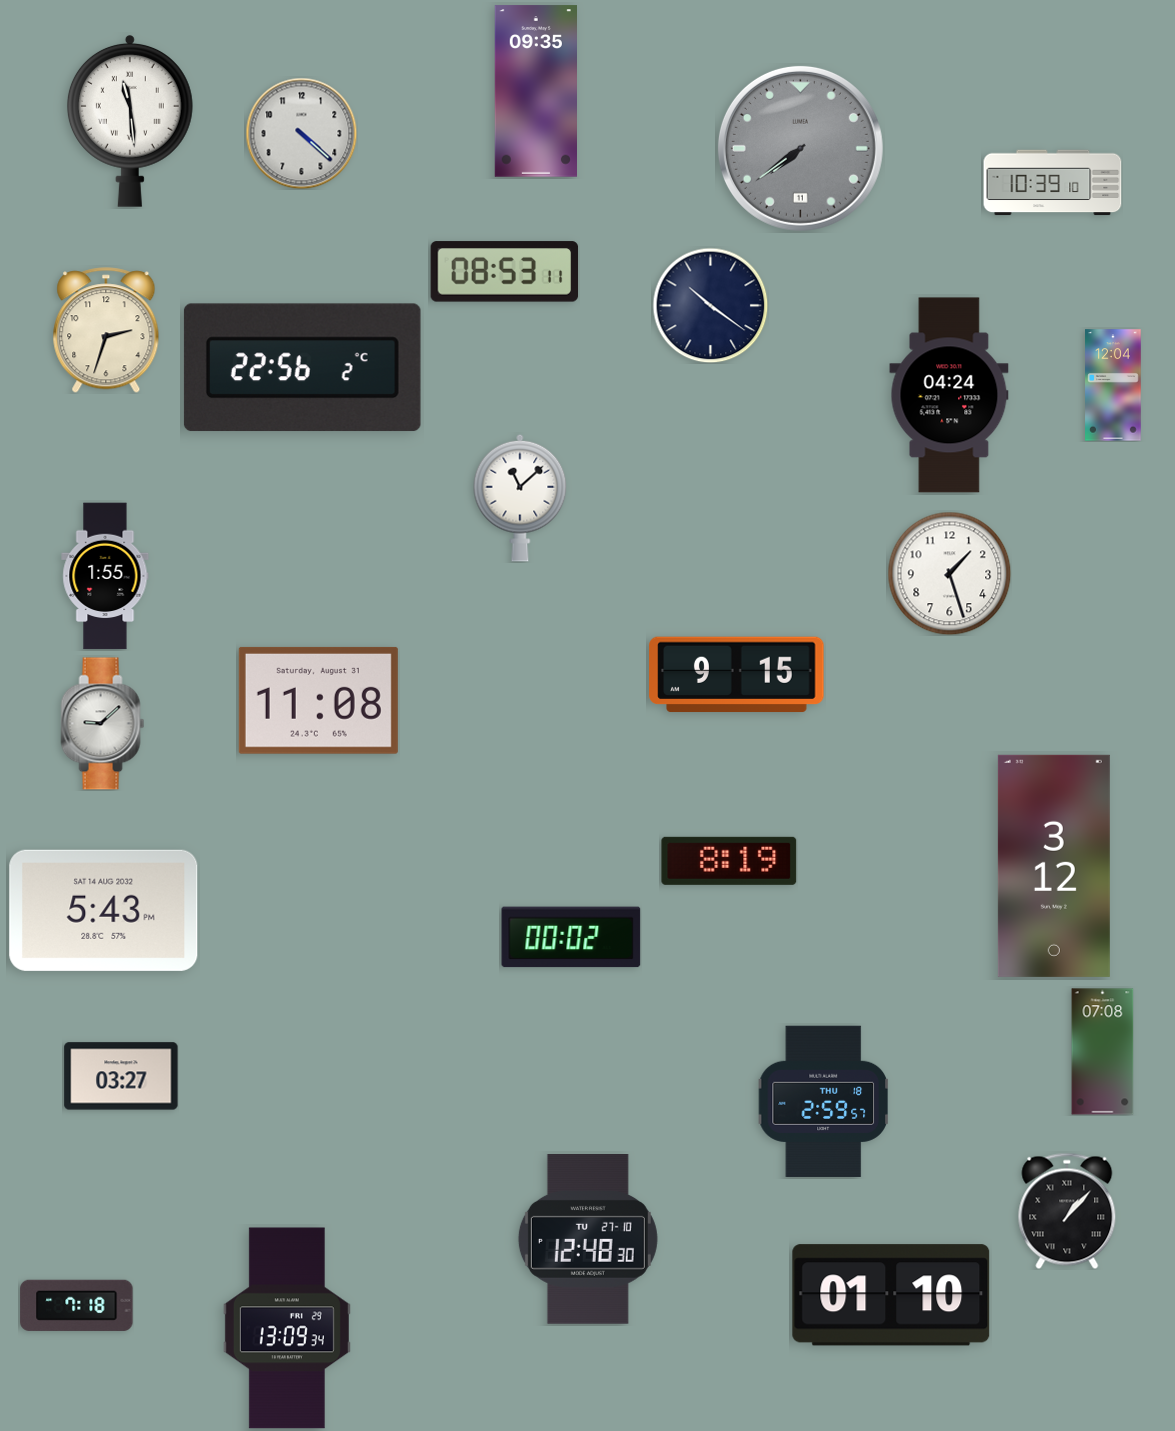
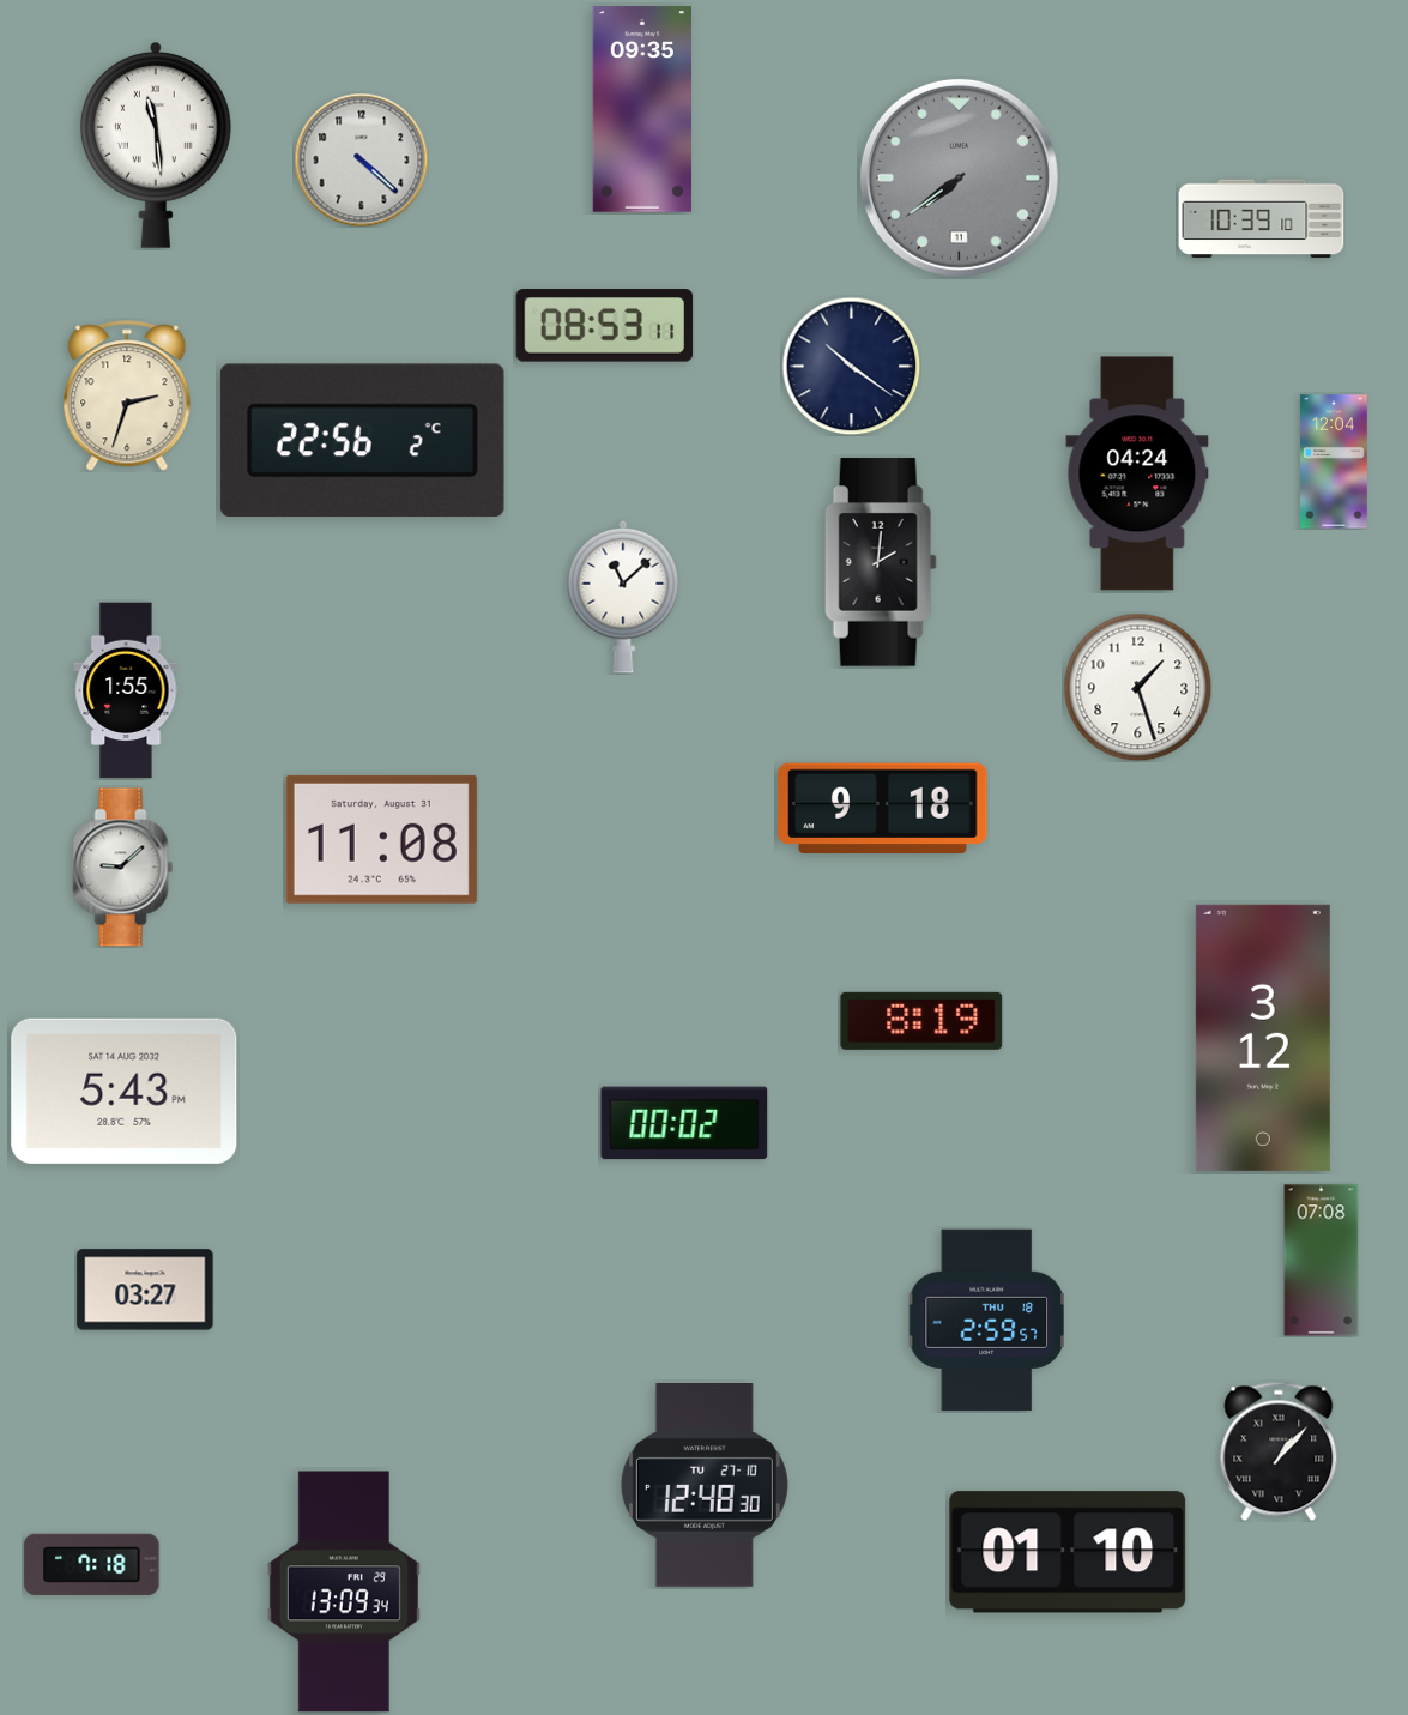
clock at (881, 562): none -> 2:01
clock at (737, 675): 9:15 -> 9:18
clock at (729, 861) position: (729, 861) -> (921, 1021)
